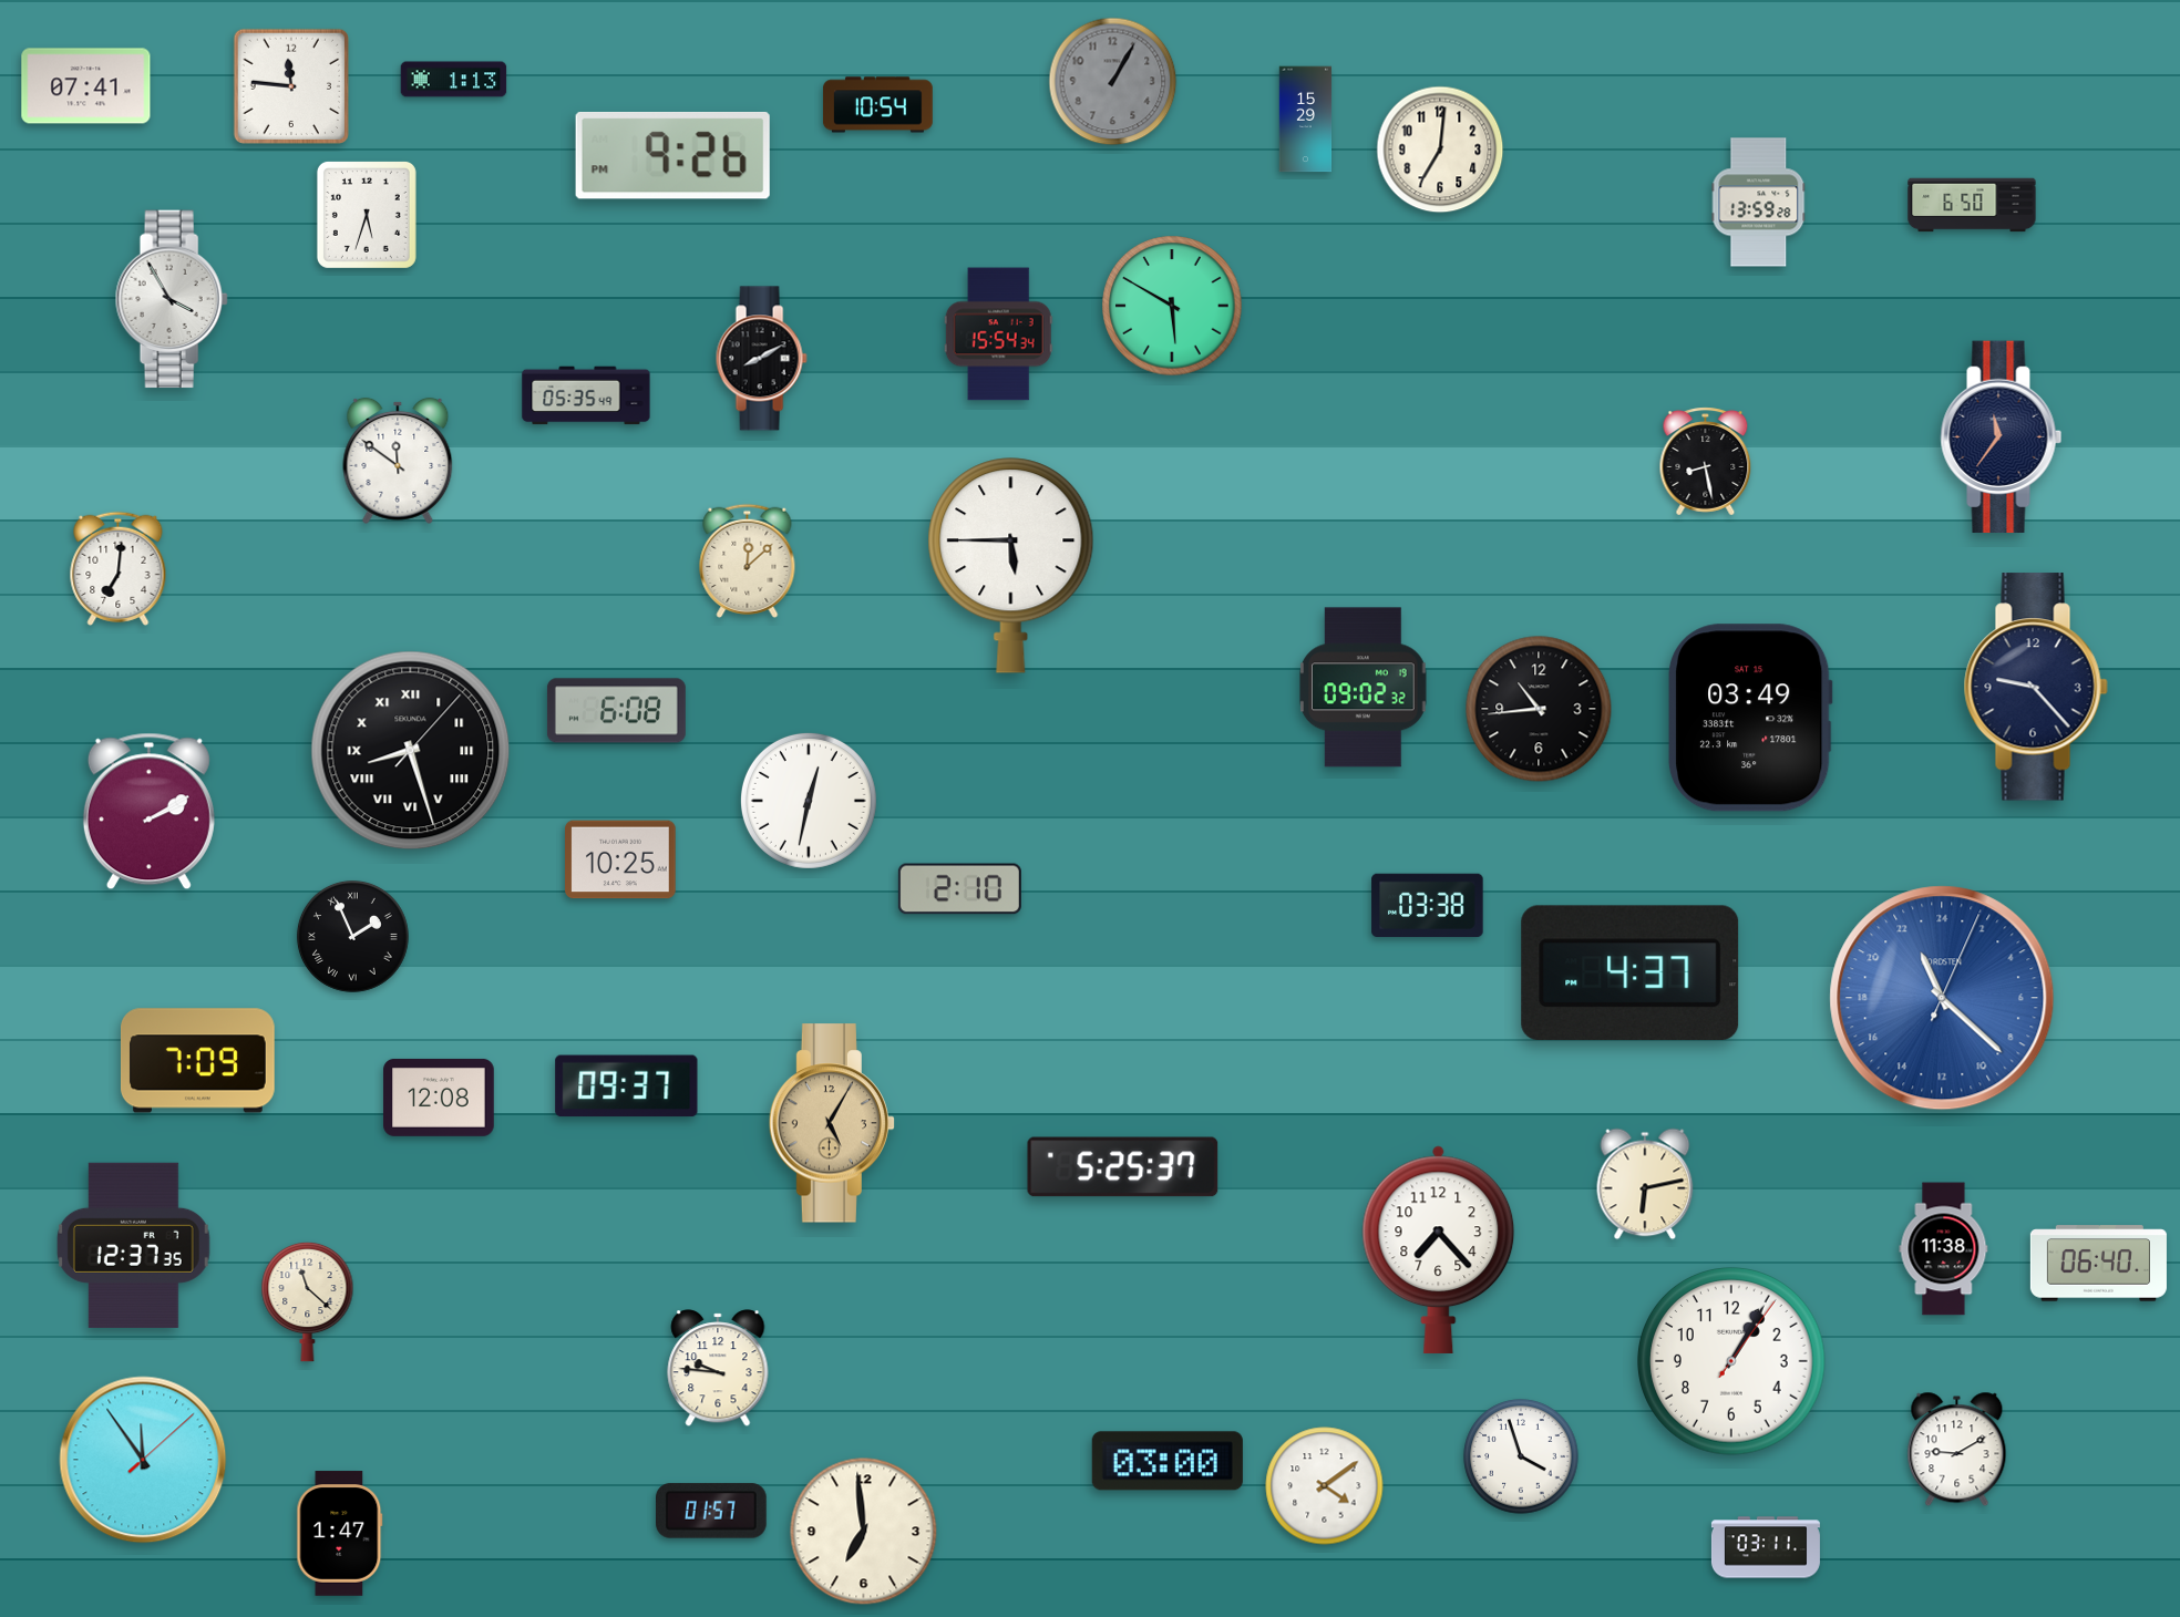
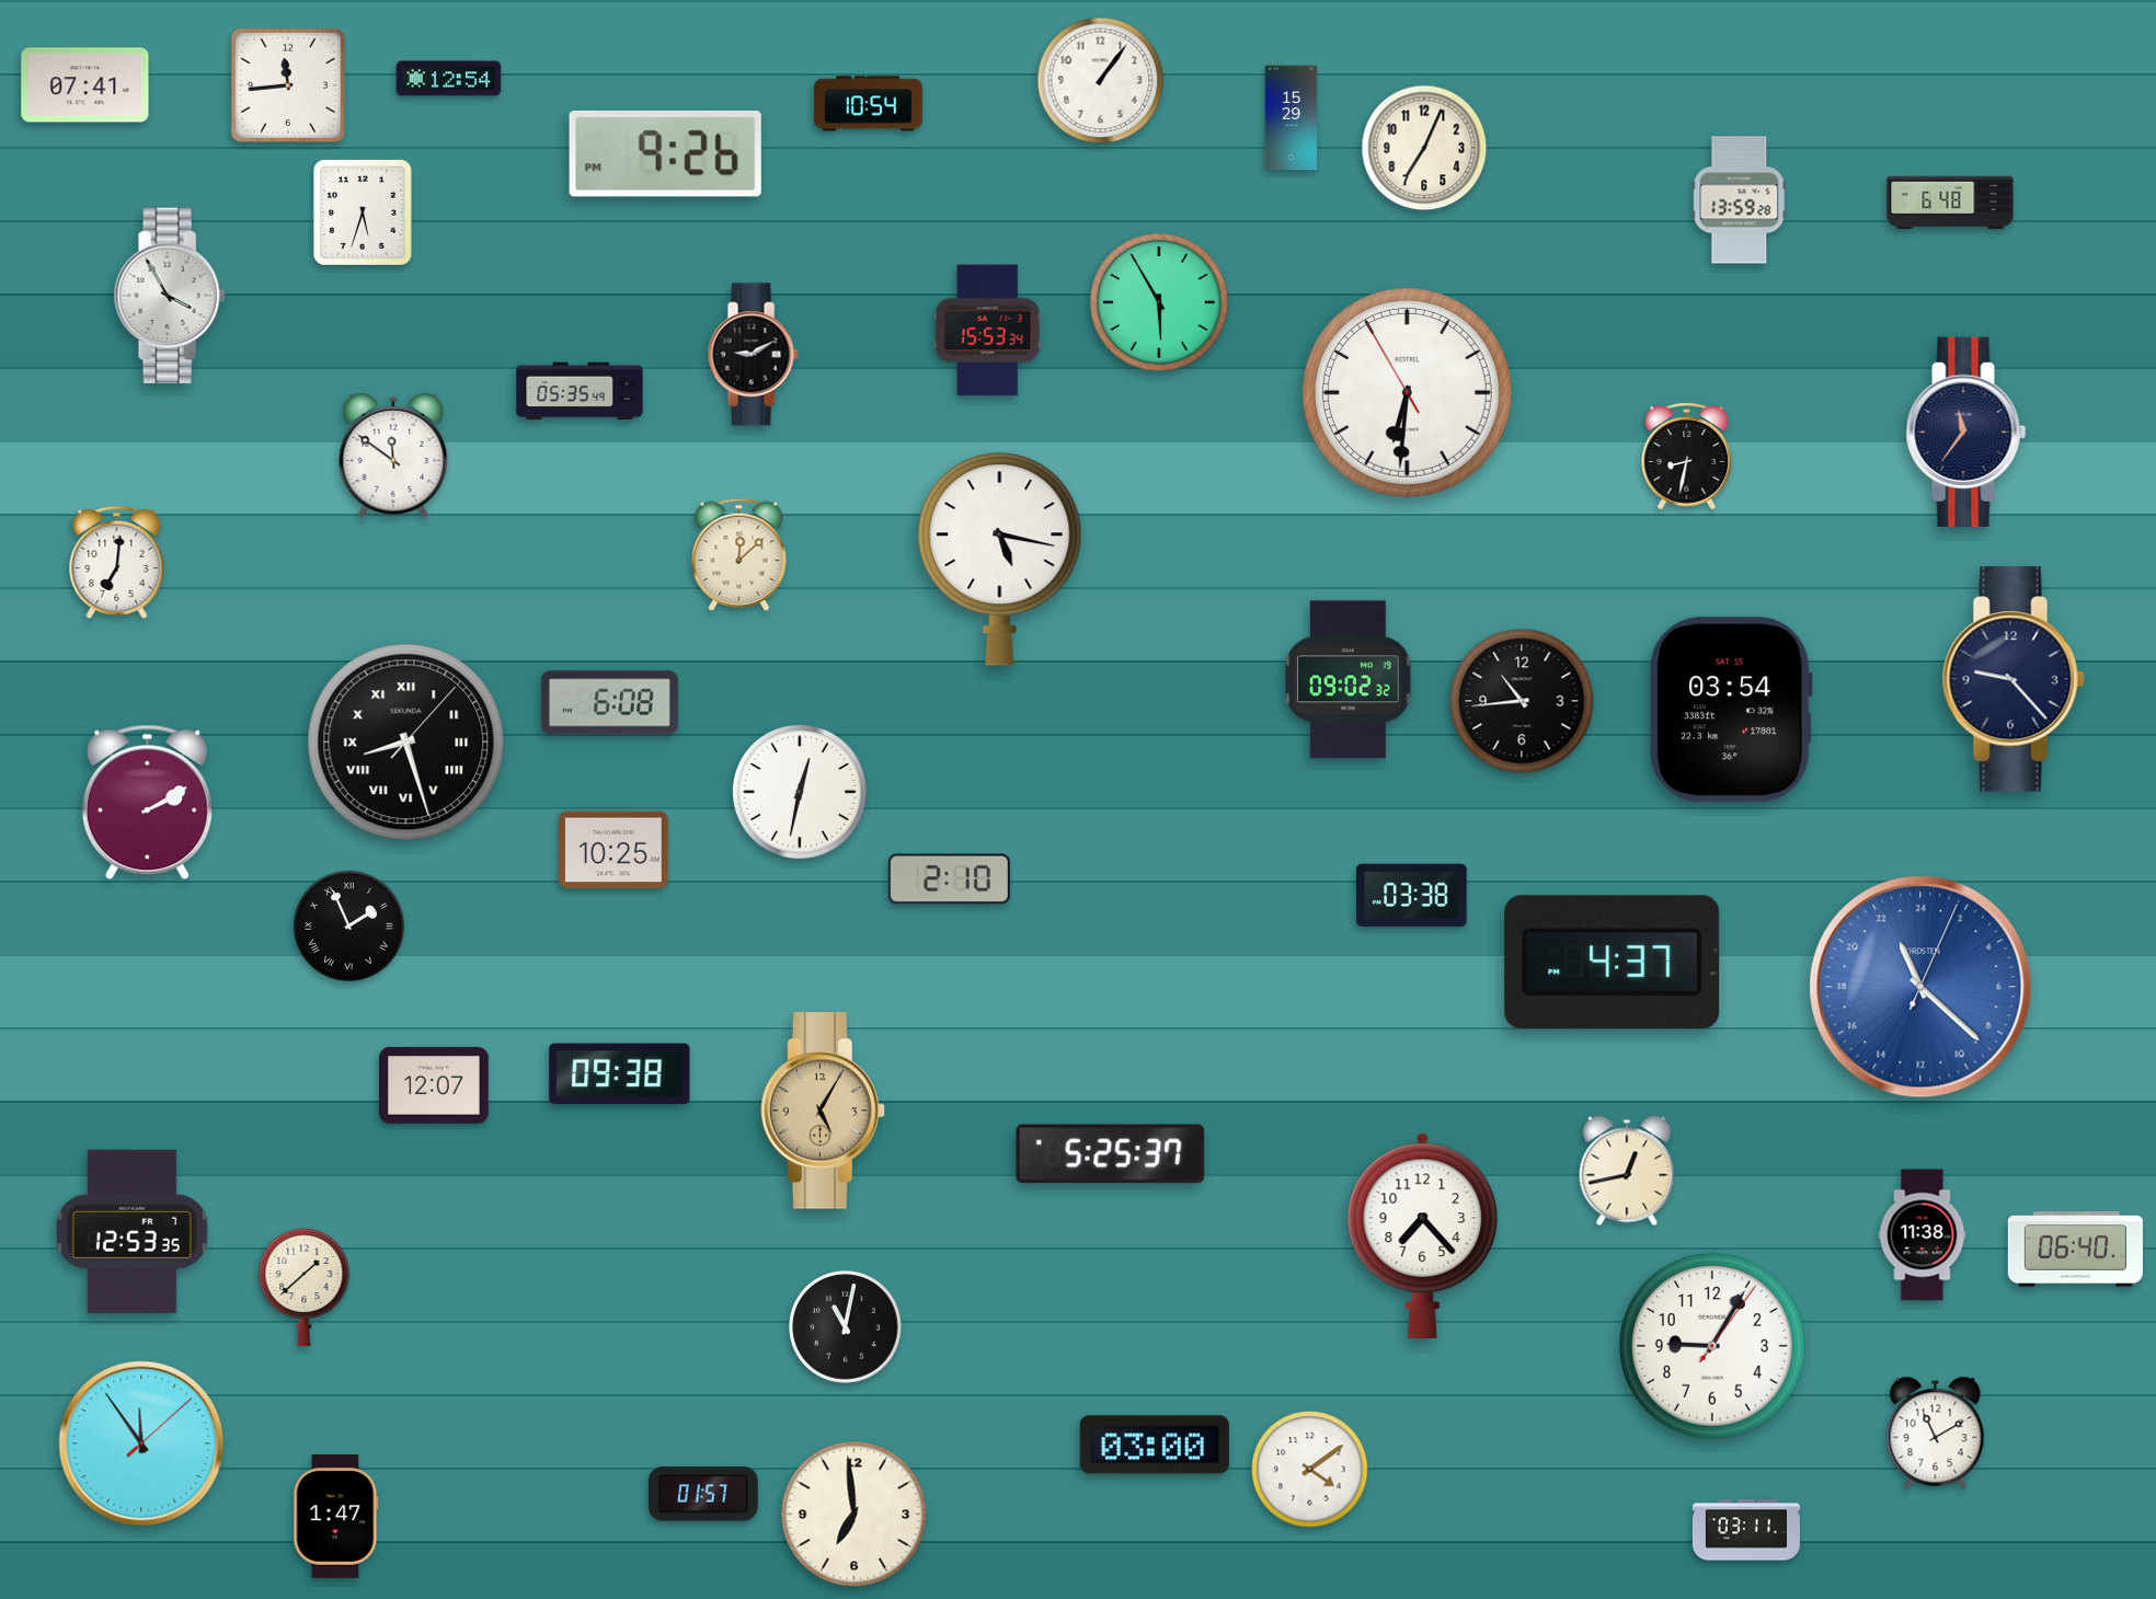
clock at (454, 80): 1:13 -> 12:54
clock at (1113, 82): 1:05 -> 1:06
clock at (1113, 82) dial: grey -> white
clock at (291, 86): 11:46 -> 11:44
clock at (1440, 150): 7:01 -> 7:04
clock at (1972, 205): 6:50 -> 6:48
clock at (1172, 306): 5:50 -> 5:55
clock at (998, 334): 15:54 -> 15:53
clock at (761, 359): 8:10 -> 9:10
clock at (1407, 392): none -> 6:30
clock at (2002, 437) position: (2002, 437) -> (1966, 433)
clock at (1706, 462): 8:28 -> 8:32
clock at (1011, 566): 5:45 -> 5:17
clock at (1750, 718): 03:49 -> 03:54
clock at (197, 1061): 7:09 -> none
clock at (627, 1086): 09:37 -> 09:38
clock at (439, 1098): 12:08 -> 12:07
clock at (1645, 1184): 6:13 -> 12:43
clock at (133, 1245): 12:37 -> 12:53
clock at (308, 1301): 11:22 -> 1:38
clock at (846, 1327): none -> 11:02
clock at (1732, 1362): 1:05 -> 9:05
clock at (718, 1368): 9:46 -> none
clock at (1957, 1450): 9:10 -> 11:10
clock at (1521, 1456): 3:57 -> none
